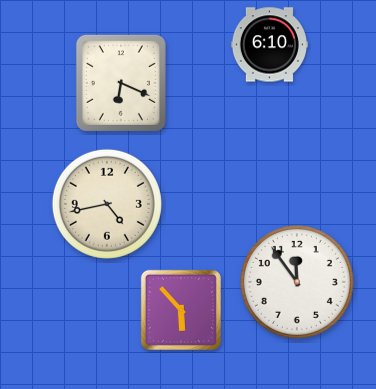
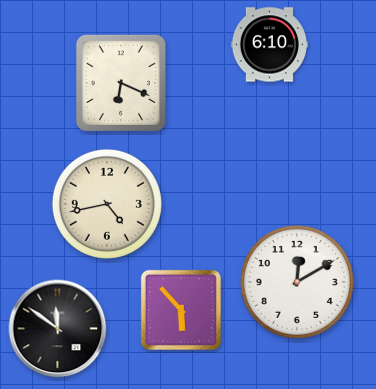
clock at (297, 282): 11:54 -> 12:10
clock at (58, 329): none -> 11:51
